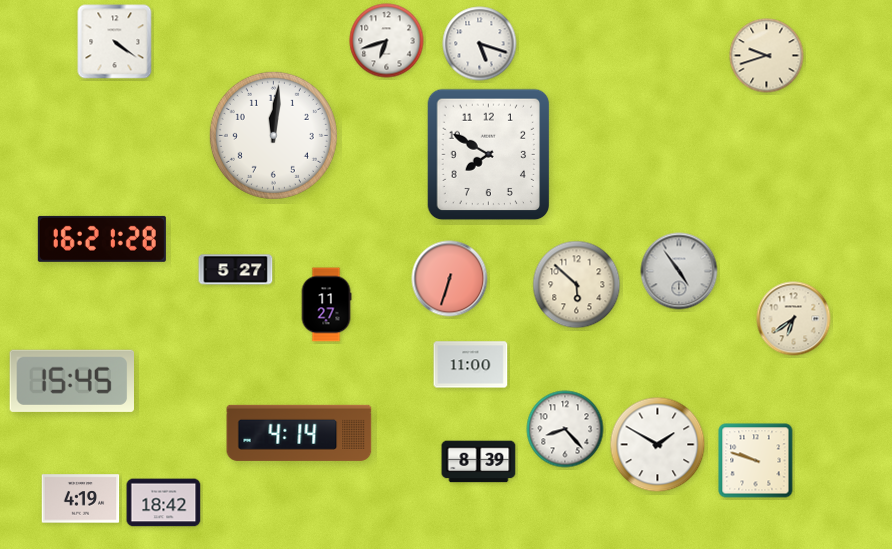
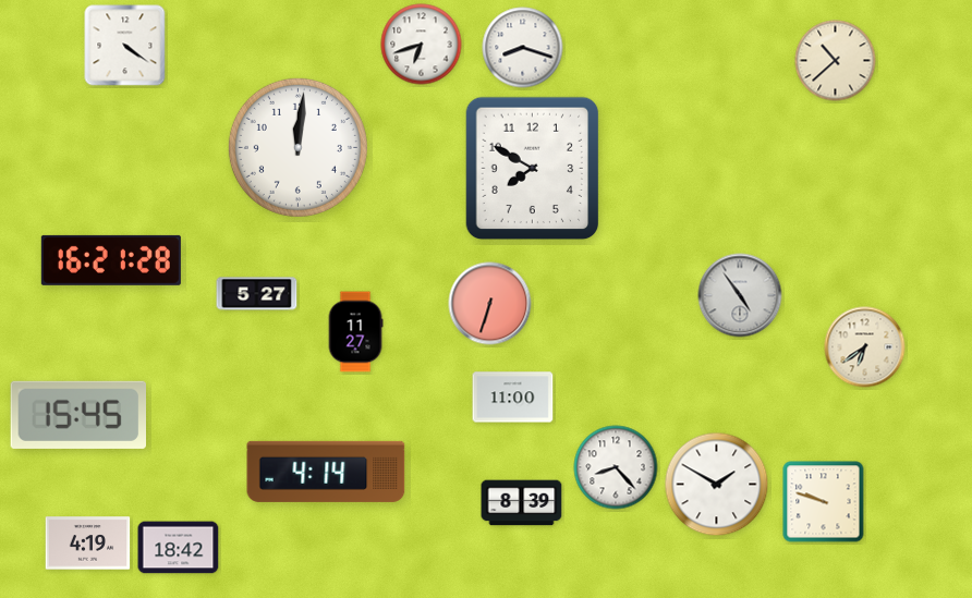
clock at (480, 44): 5:18 -> 8:18
clock at (767, 56): 9:42 -> 10:38
clock at (577, 285): 5:52 -> none
